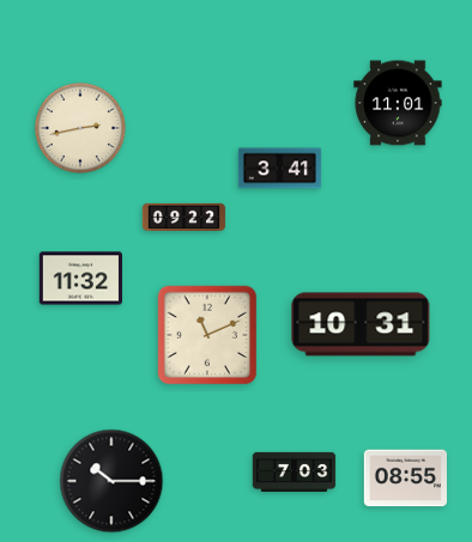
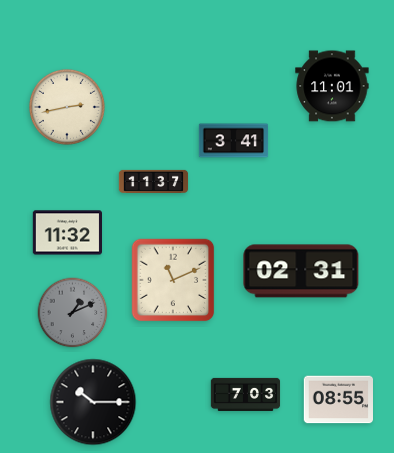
clock at (184, 217): 09:22 -> 11:37
clock at (361, 324): 10:31 -> 02:31
clock at (73, 313): none -> 1:11
